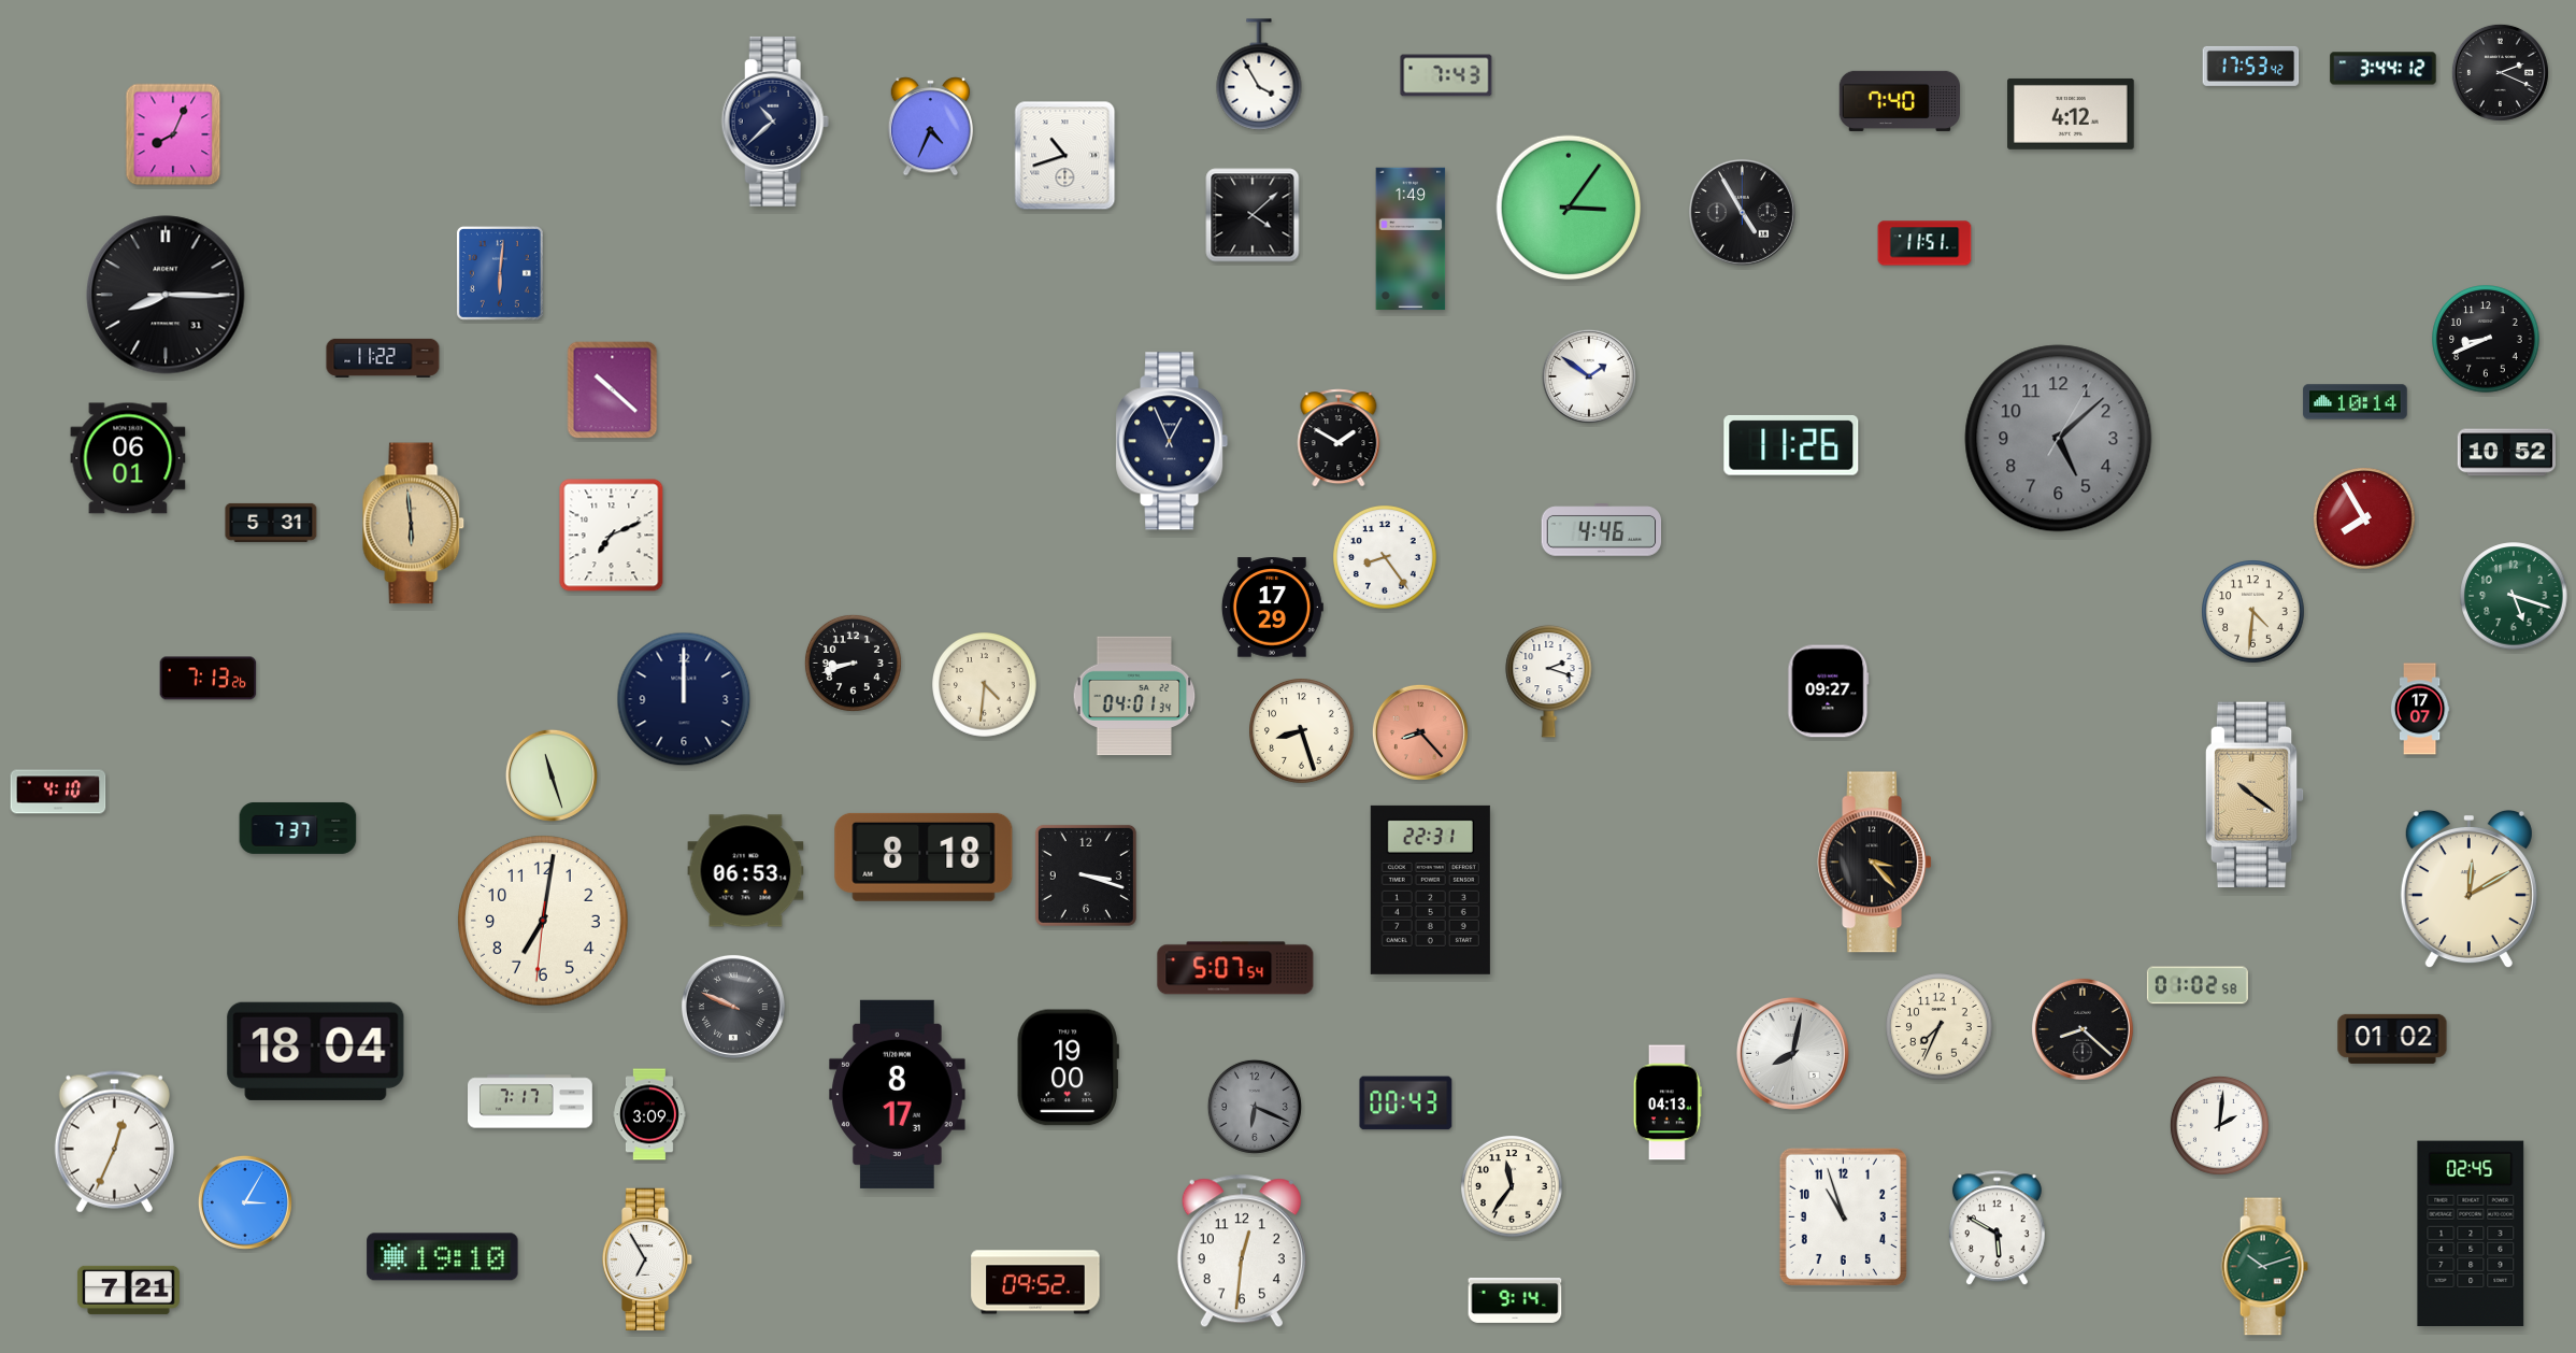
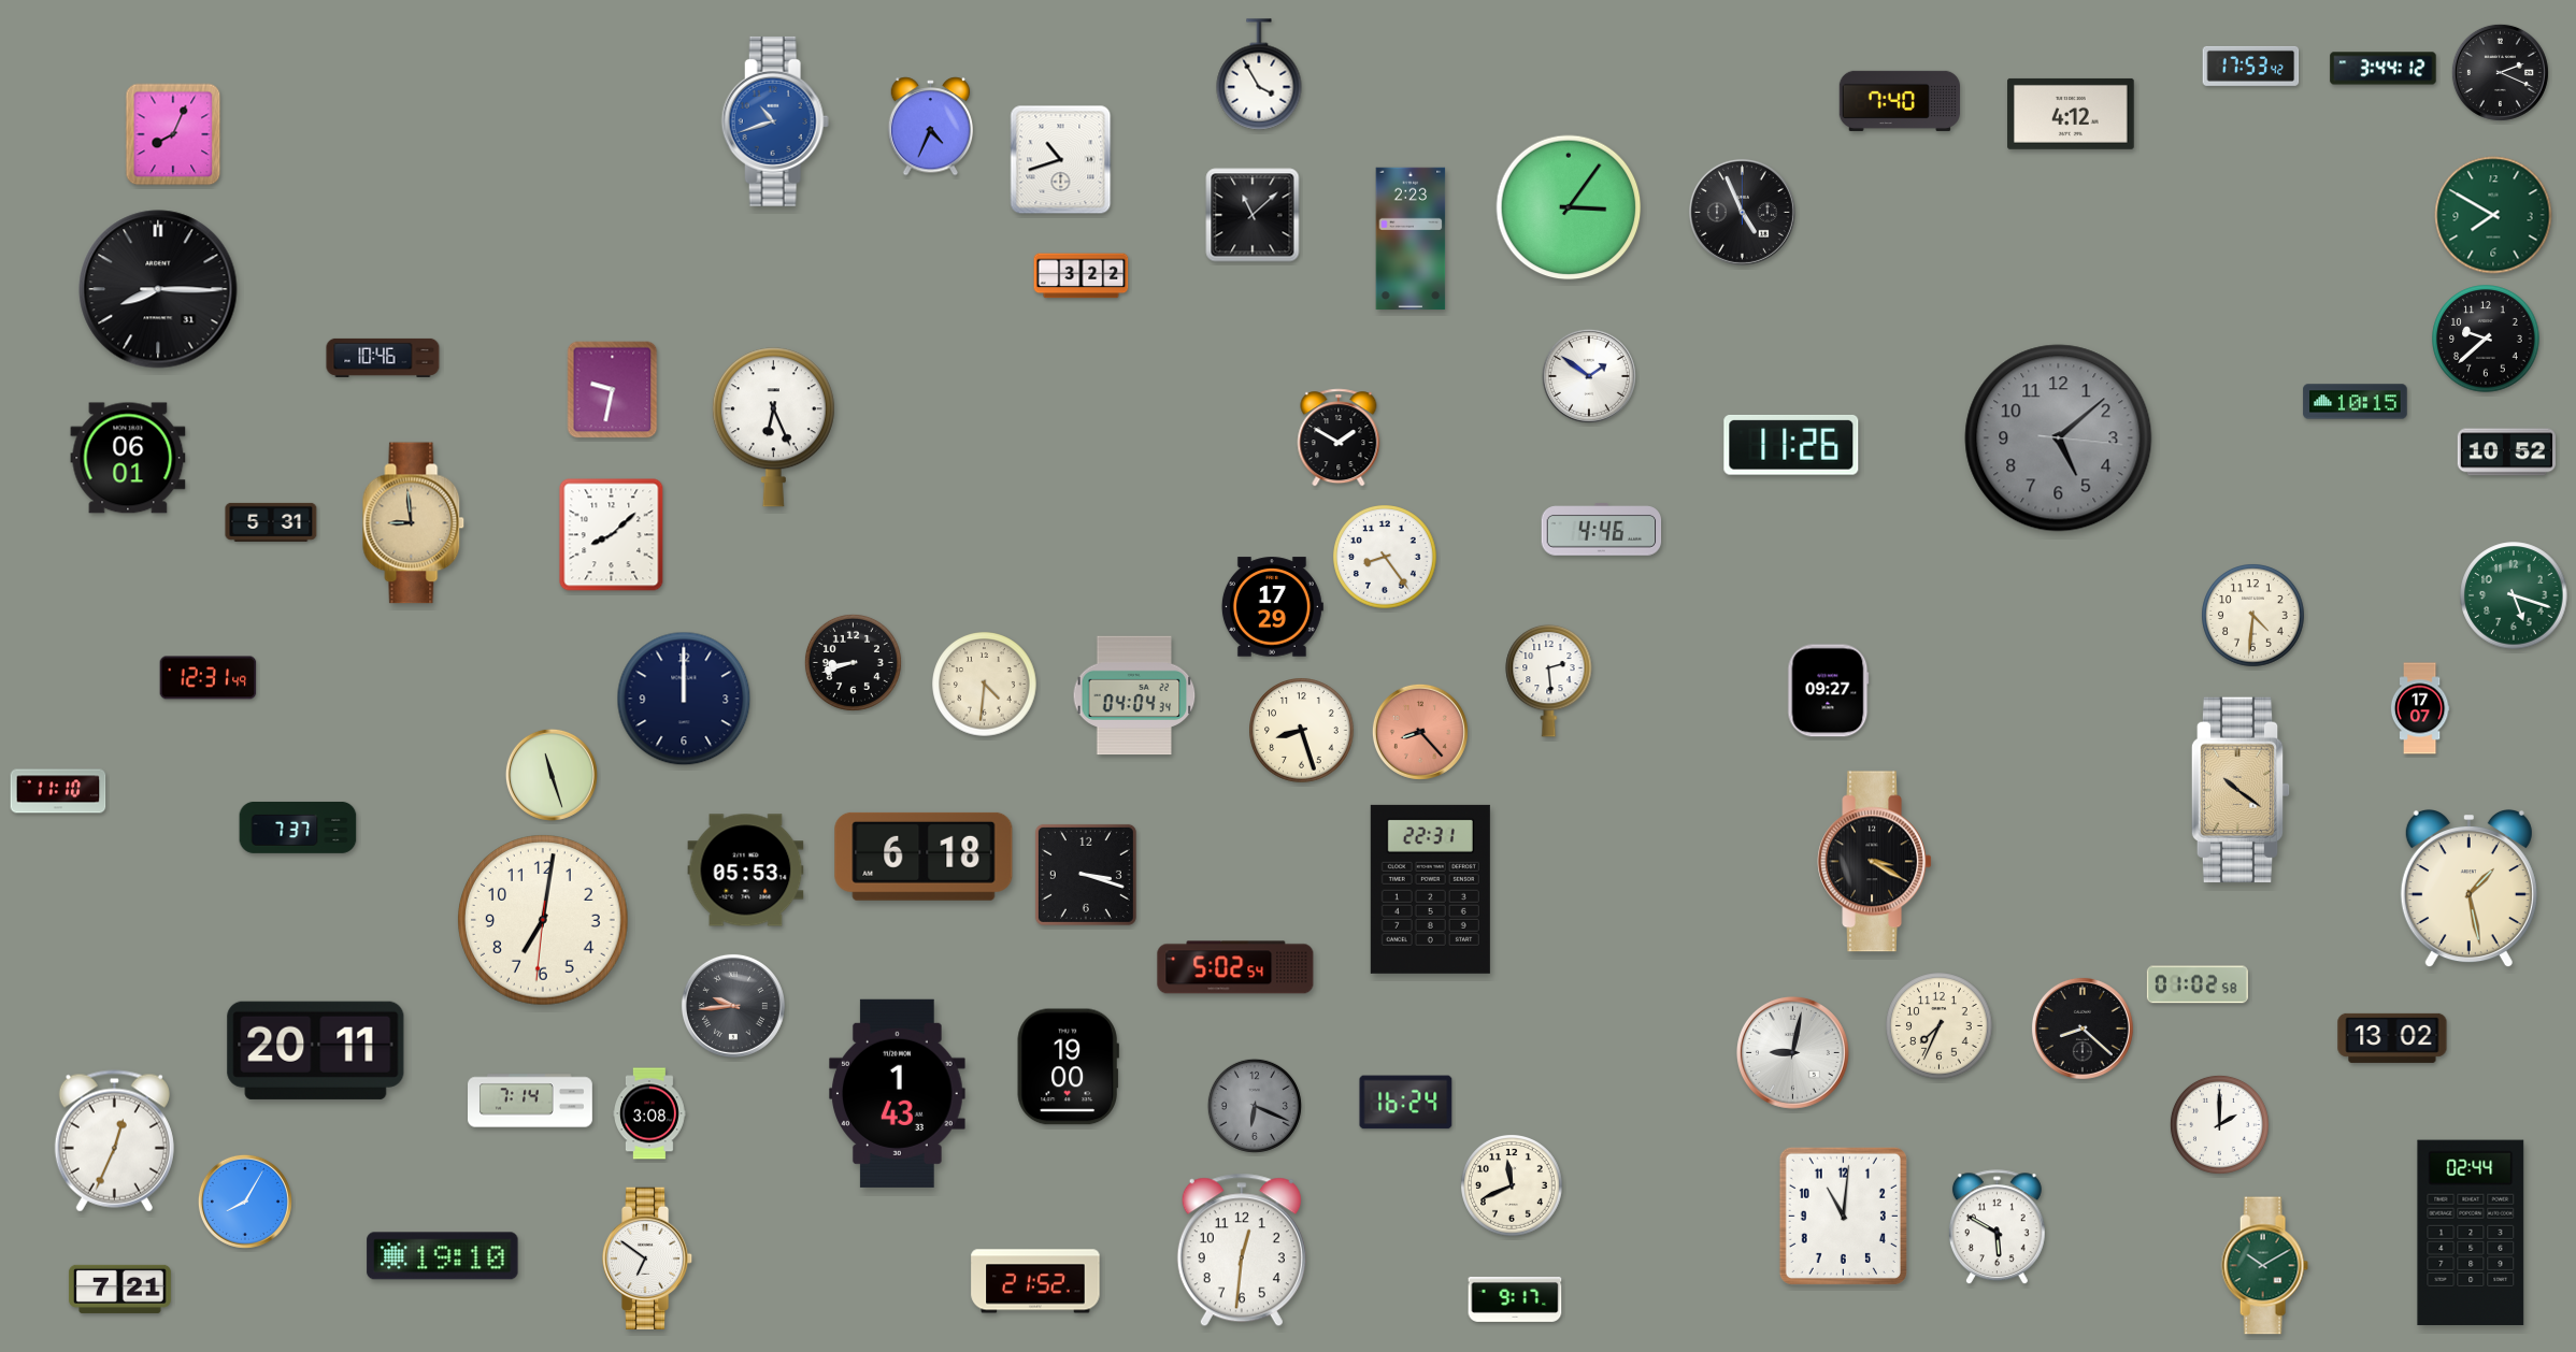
clock at (1446, 75): 7:43 -> none
clock at (775, 122): 10:38 -> 10:42
clock at (775, 122) dial: navy -> blue
clock at (1065, 156) position: (1065, 156) -> (1061, 160)
clock at (1742, 212): 4:55 -> 4:56
clock at (1253, 215): 4:08 -> 11:08
clock at (2493, 215): none -> 7:50
clock at (1411, 239): 1:49 -> 2:23
clock at (1924, 243): 11:51 -> none
clock at (500, 273): 6:01 -> none
clock at (1082, 276): none -> 3:22
clock at (166, 295) position: (166, 295) -> (158, 289)
clock at (2486, 339): 8:41 -> 9:38
clock at (383, 358): 11:22 -> 10:46
clock at (613, 390): 10:22 -> 9:32
clock at (2356, 402): 10:14 -> 10:15
clock at (773, 428): none -> 6:26
clock at (2059, 439): 5:08:05 -> 5:08:16
clock at (1172, 441): 12:56 -> none
clock at (2365, 519): 7:55 -> none
clock at (414, 524): 5:59 -> 8:59
clock at (612, 536): 7:11 -> 8:08
clock at (2253, 612) position: (2253, 612) -> (2253, 616)
clock at (209, 679): 7:13 -> 12:31
clock at (1549, 681): 2:18 -> 2:29
clock at (1134, 696): 04:01 -> 04:04
clock at (58, 792): 4:10 -> 11:10
clock at (2255, 795) position: (2255, 795) -> (2241, 790)
clock at (924, 857): 8:18 -> 6:18
clock at (1874, 863): 3:23 -> 3:20
clock at (746, 871): 06:53 -> 05:53
clock at (2468, 889): 12:10 -> 1:28
clock at (1235, 968): 5:07 -> 5:02
clock at (733, 1007): 9:49 -> 9:44
clock at (2392, 1039): 01:02 -> 13:02
clock at (316, 1051): 18:04 -> 20:11
clock at (1792, 1053): 8:02 -> 9:02
clock at (898, 1094): 8:17 -> 1:43
clock at (531, 1101): 7:17 -> 7:14
clock at (1668, 1102): 04:13 -> none
clock at (1406, 1103): 00:43 -> 16:24
clock at (650, 1114): 3:09 -> 3:08
clock at (2219, 1125): 2:01 -> 2:00
clock at (1513, 1187): 11:36 -> 11:41
clock at (245, 1202): 3:05 -> 8:05
clock at (1843, 1216): 10:57 -> 11:01
clock at (2471, 1234): 02:45 -> 02:44
clock at (647, 1258): 6:55 -> 6:51
clock at (2264, 1267): 10:12 -> 10:10
clock at (1035, 1282): 09:52 -> 21:52
clock at (128, 1290) position: (128, 1290) -> (119, 1289)
clock at (1515, 1300): 9:14 -> 9:17
